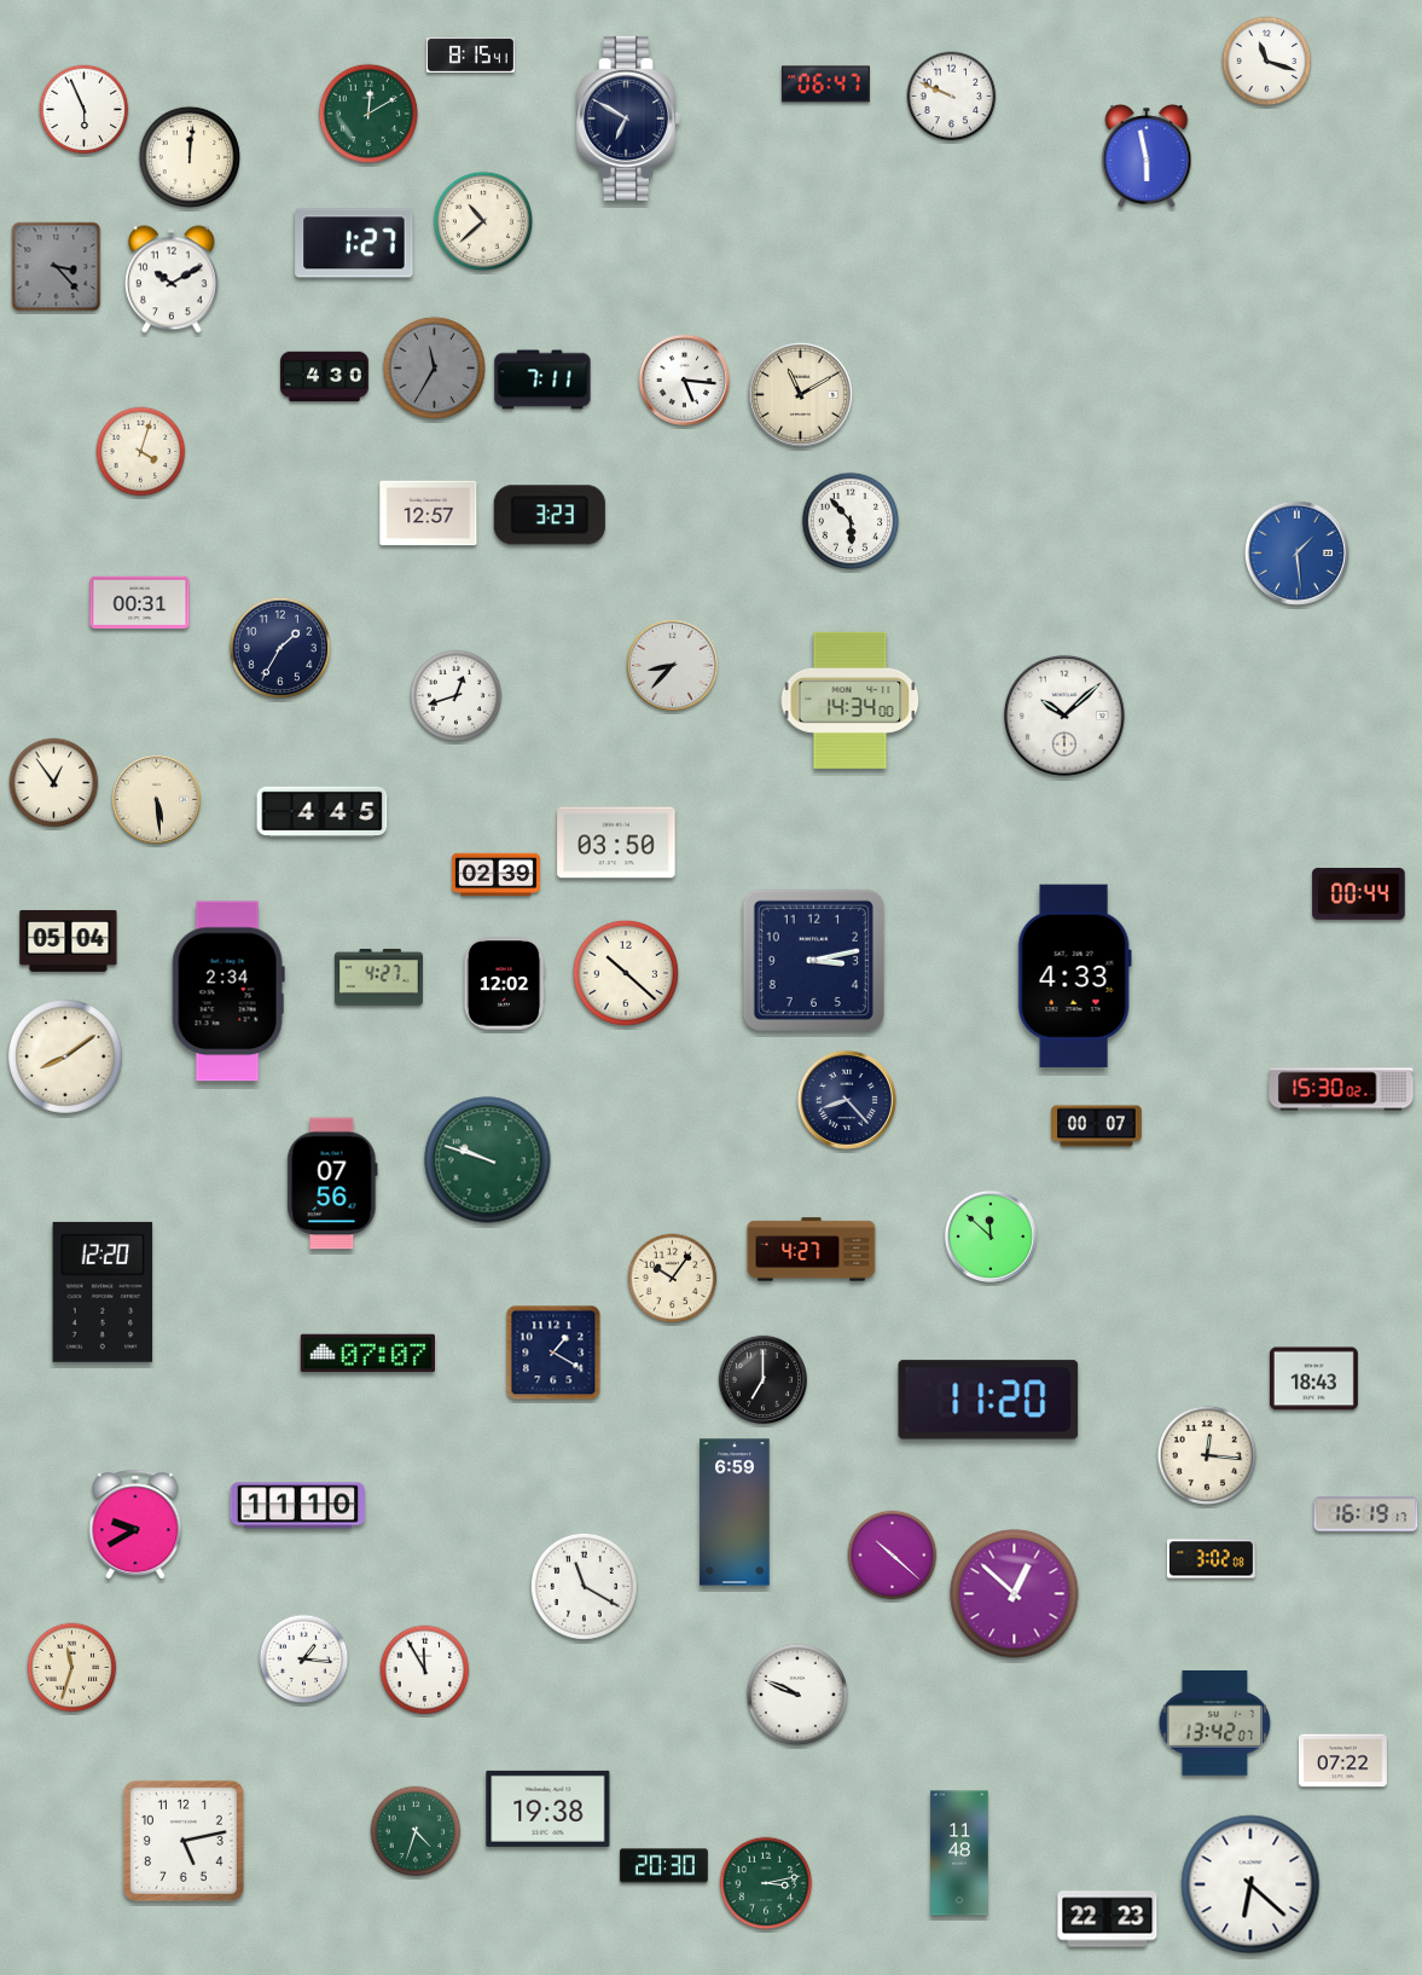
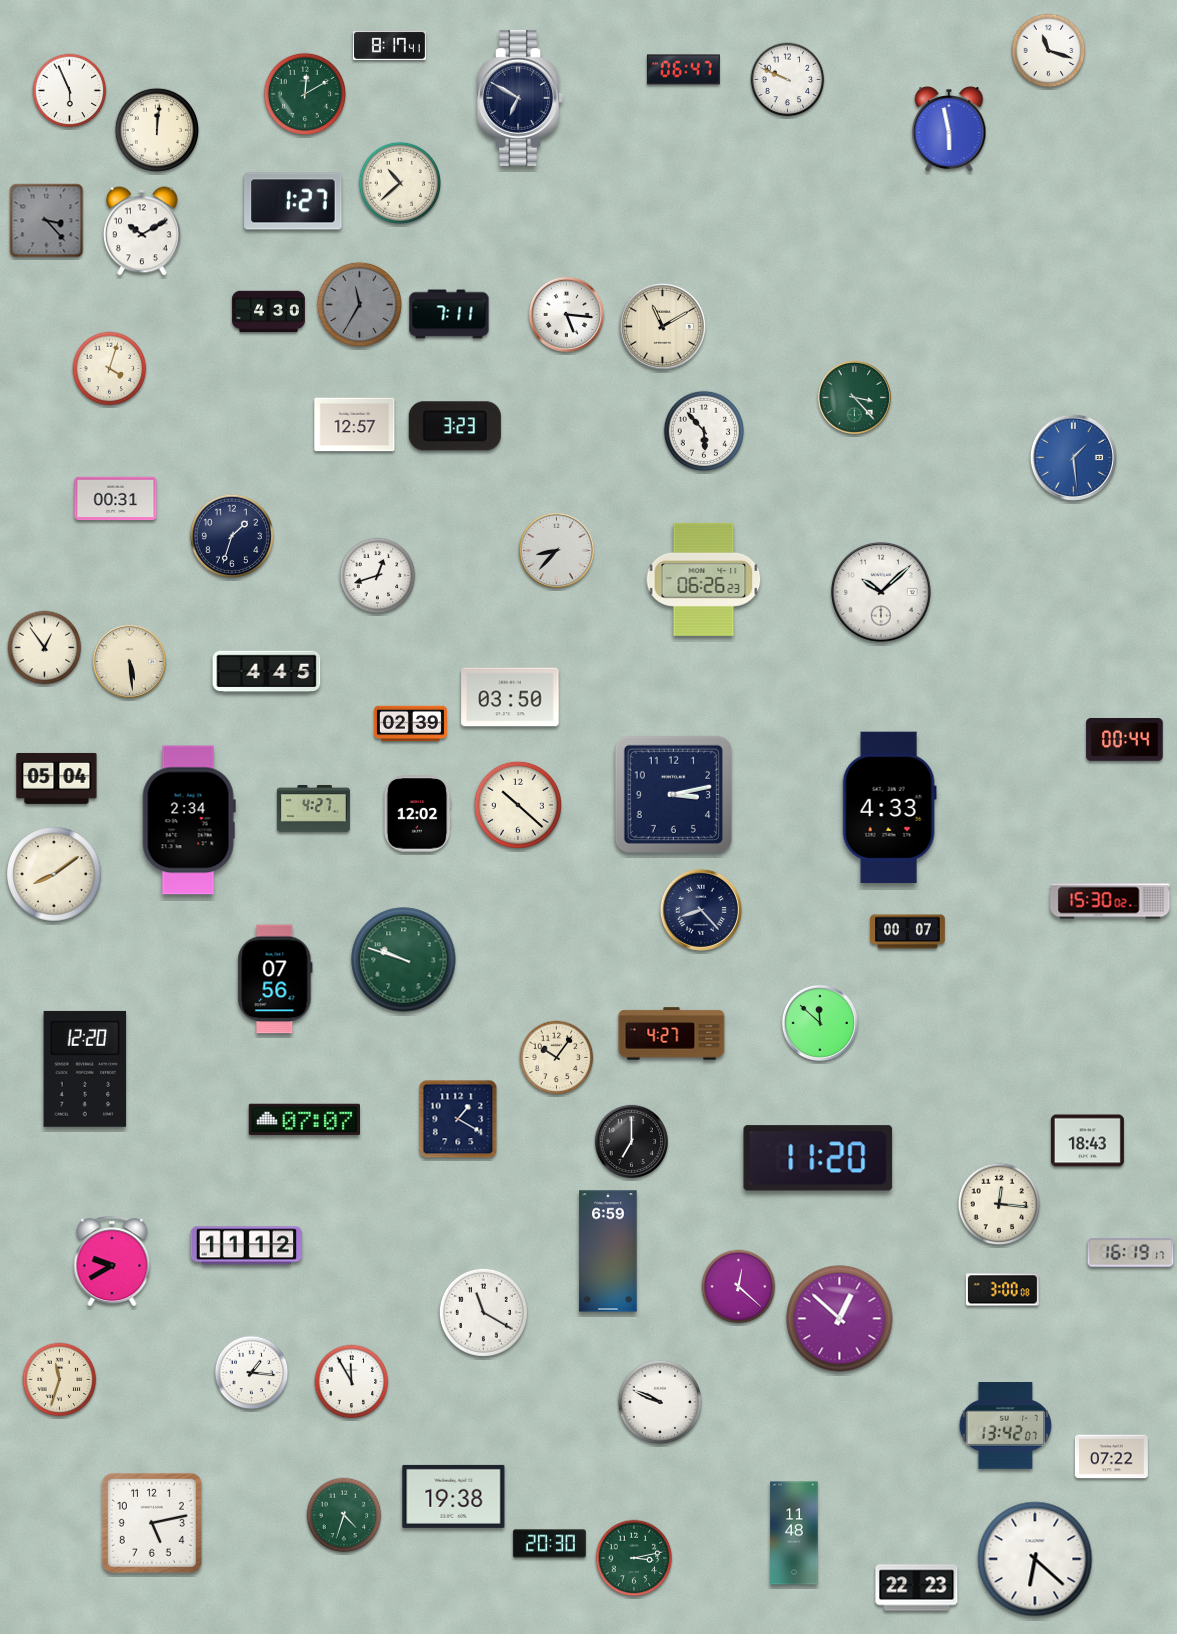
clock at (470, 54): 8:15 -> 8:17
clock at (141, 452) position: (141, 452) -> (110, 369)
clock at (854, 397): none -> 3:23
clock at (280, 648): 1:35 -> 1:33
clock at (851, 700): 14:34 -> 06:26
clock at (298, 1506): 11:10 -> 11:12
clock at (893, 1556): 10:22 -> 12:22
clock at (1211, 1559): 3:02 -> 3:00
